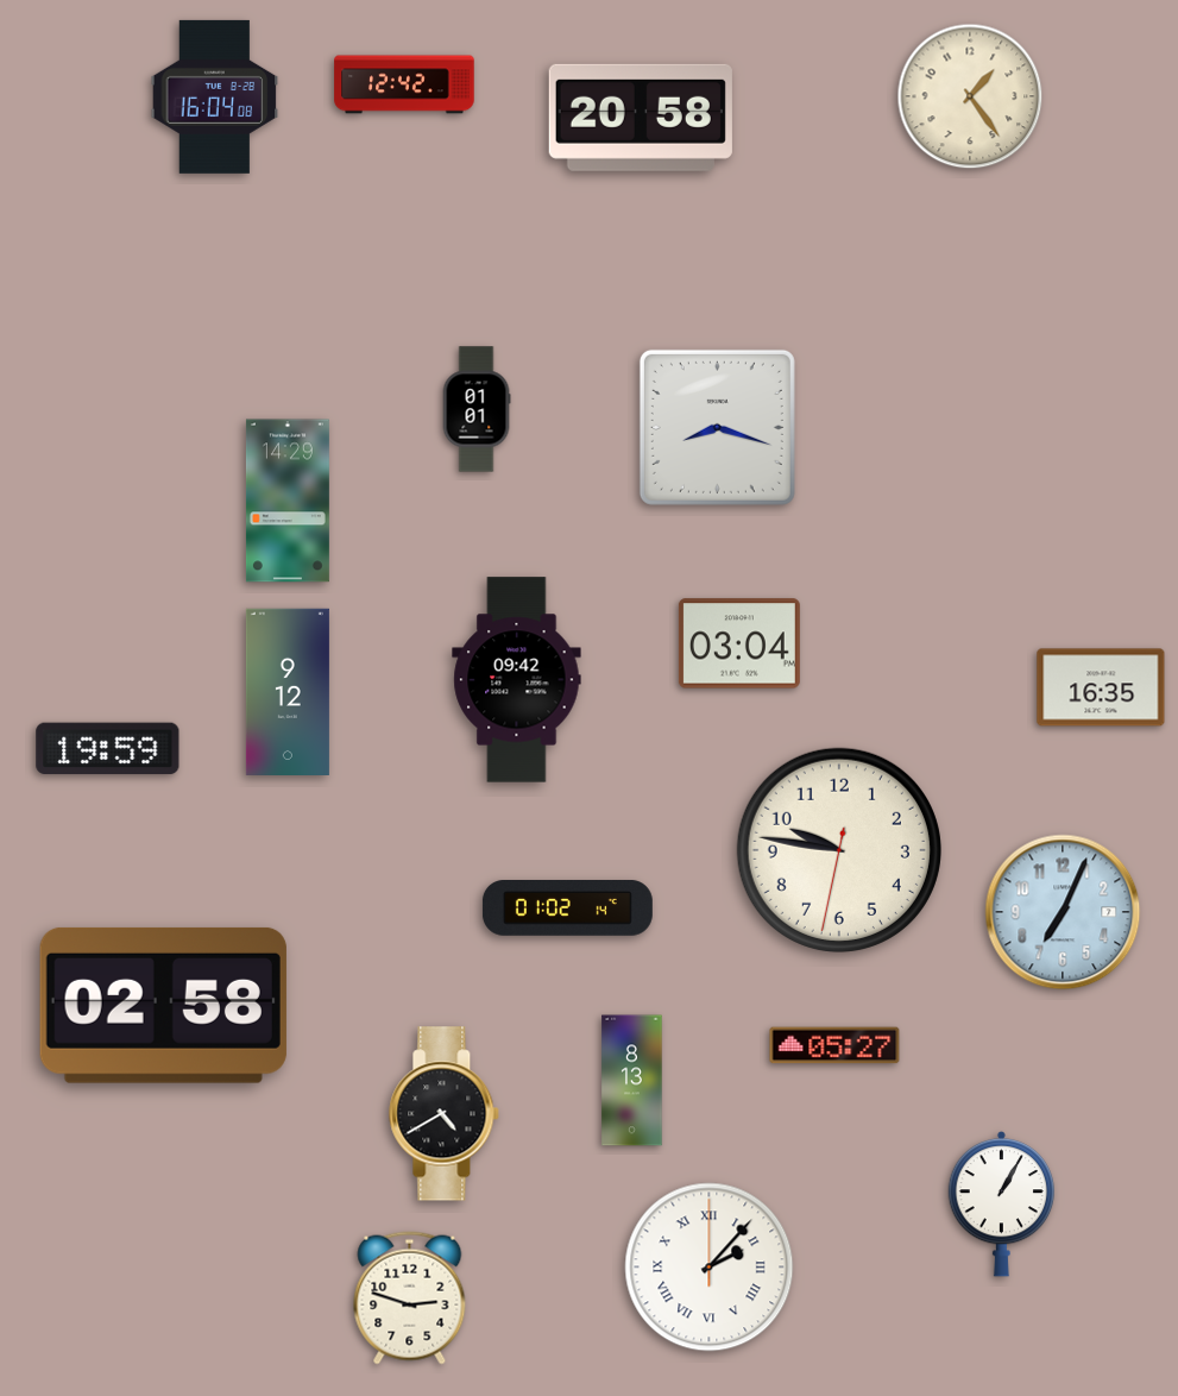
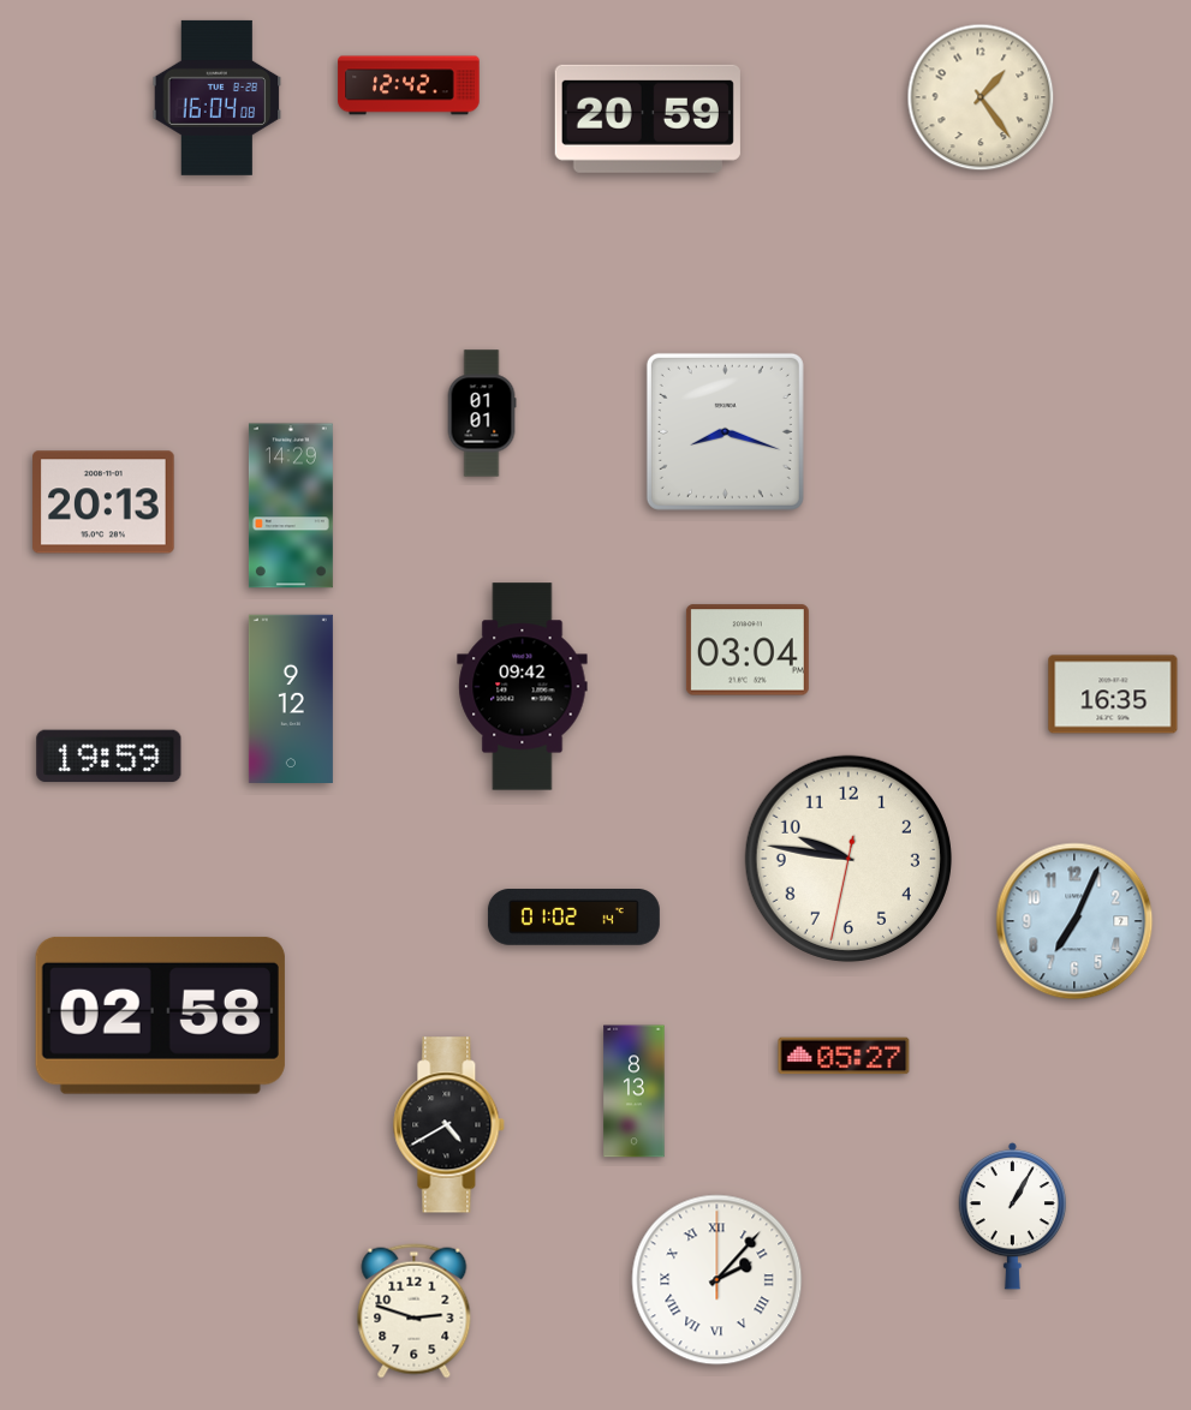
clock at (641, 118): 20:58 -> 20:59
clock at (103, 502): none -> 20:13
clock at (163, 1005) position: (163, 1005) -> (160, 1015)
clock at (632, 1081) position: (632, 1081) -> (635, 1092)
